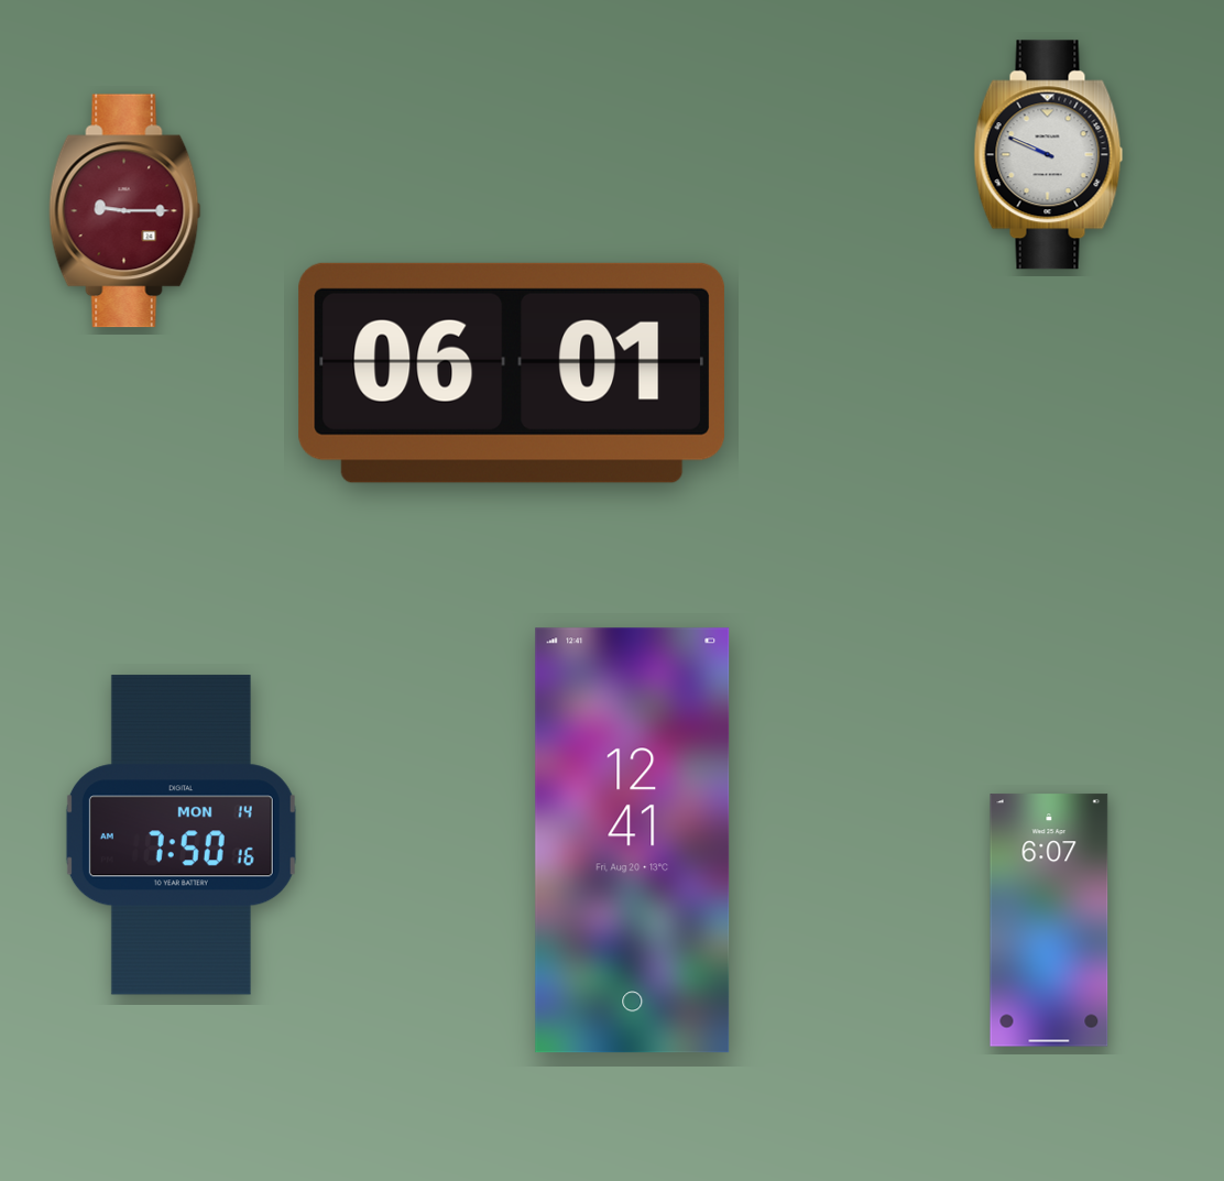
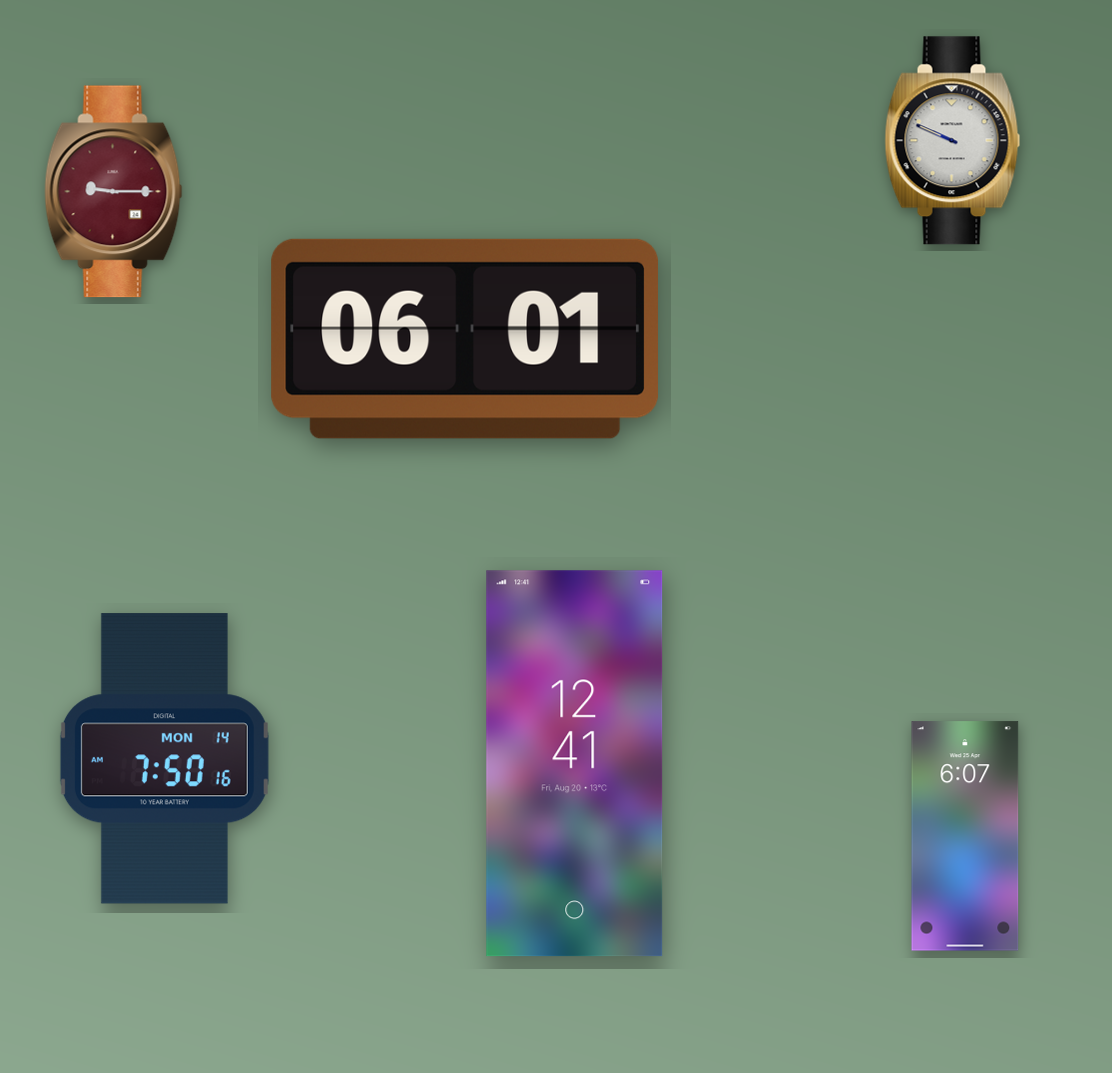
clock at (1049, 920) position: (1049, 920) -> (965, 836)
